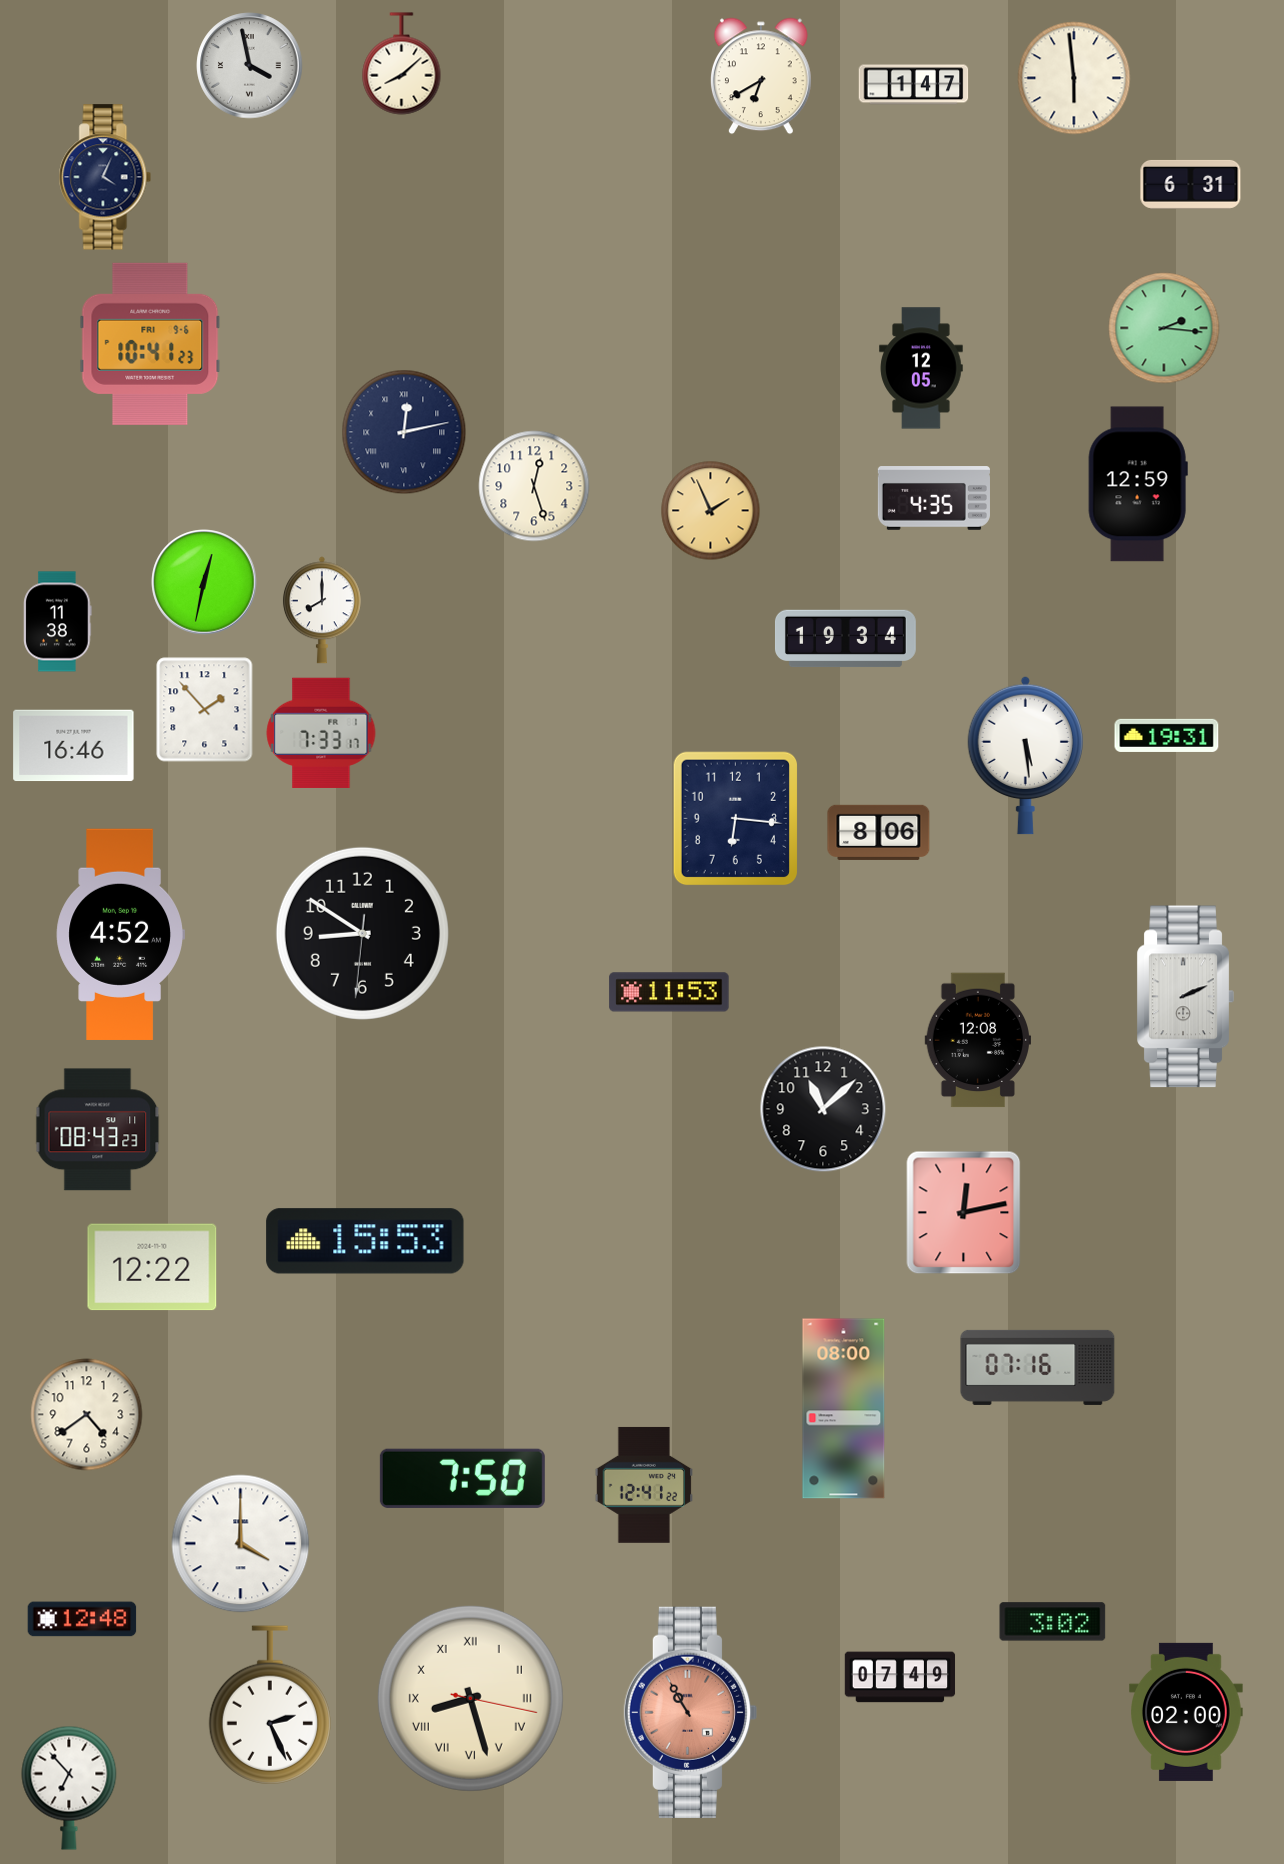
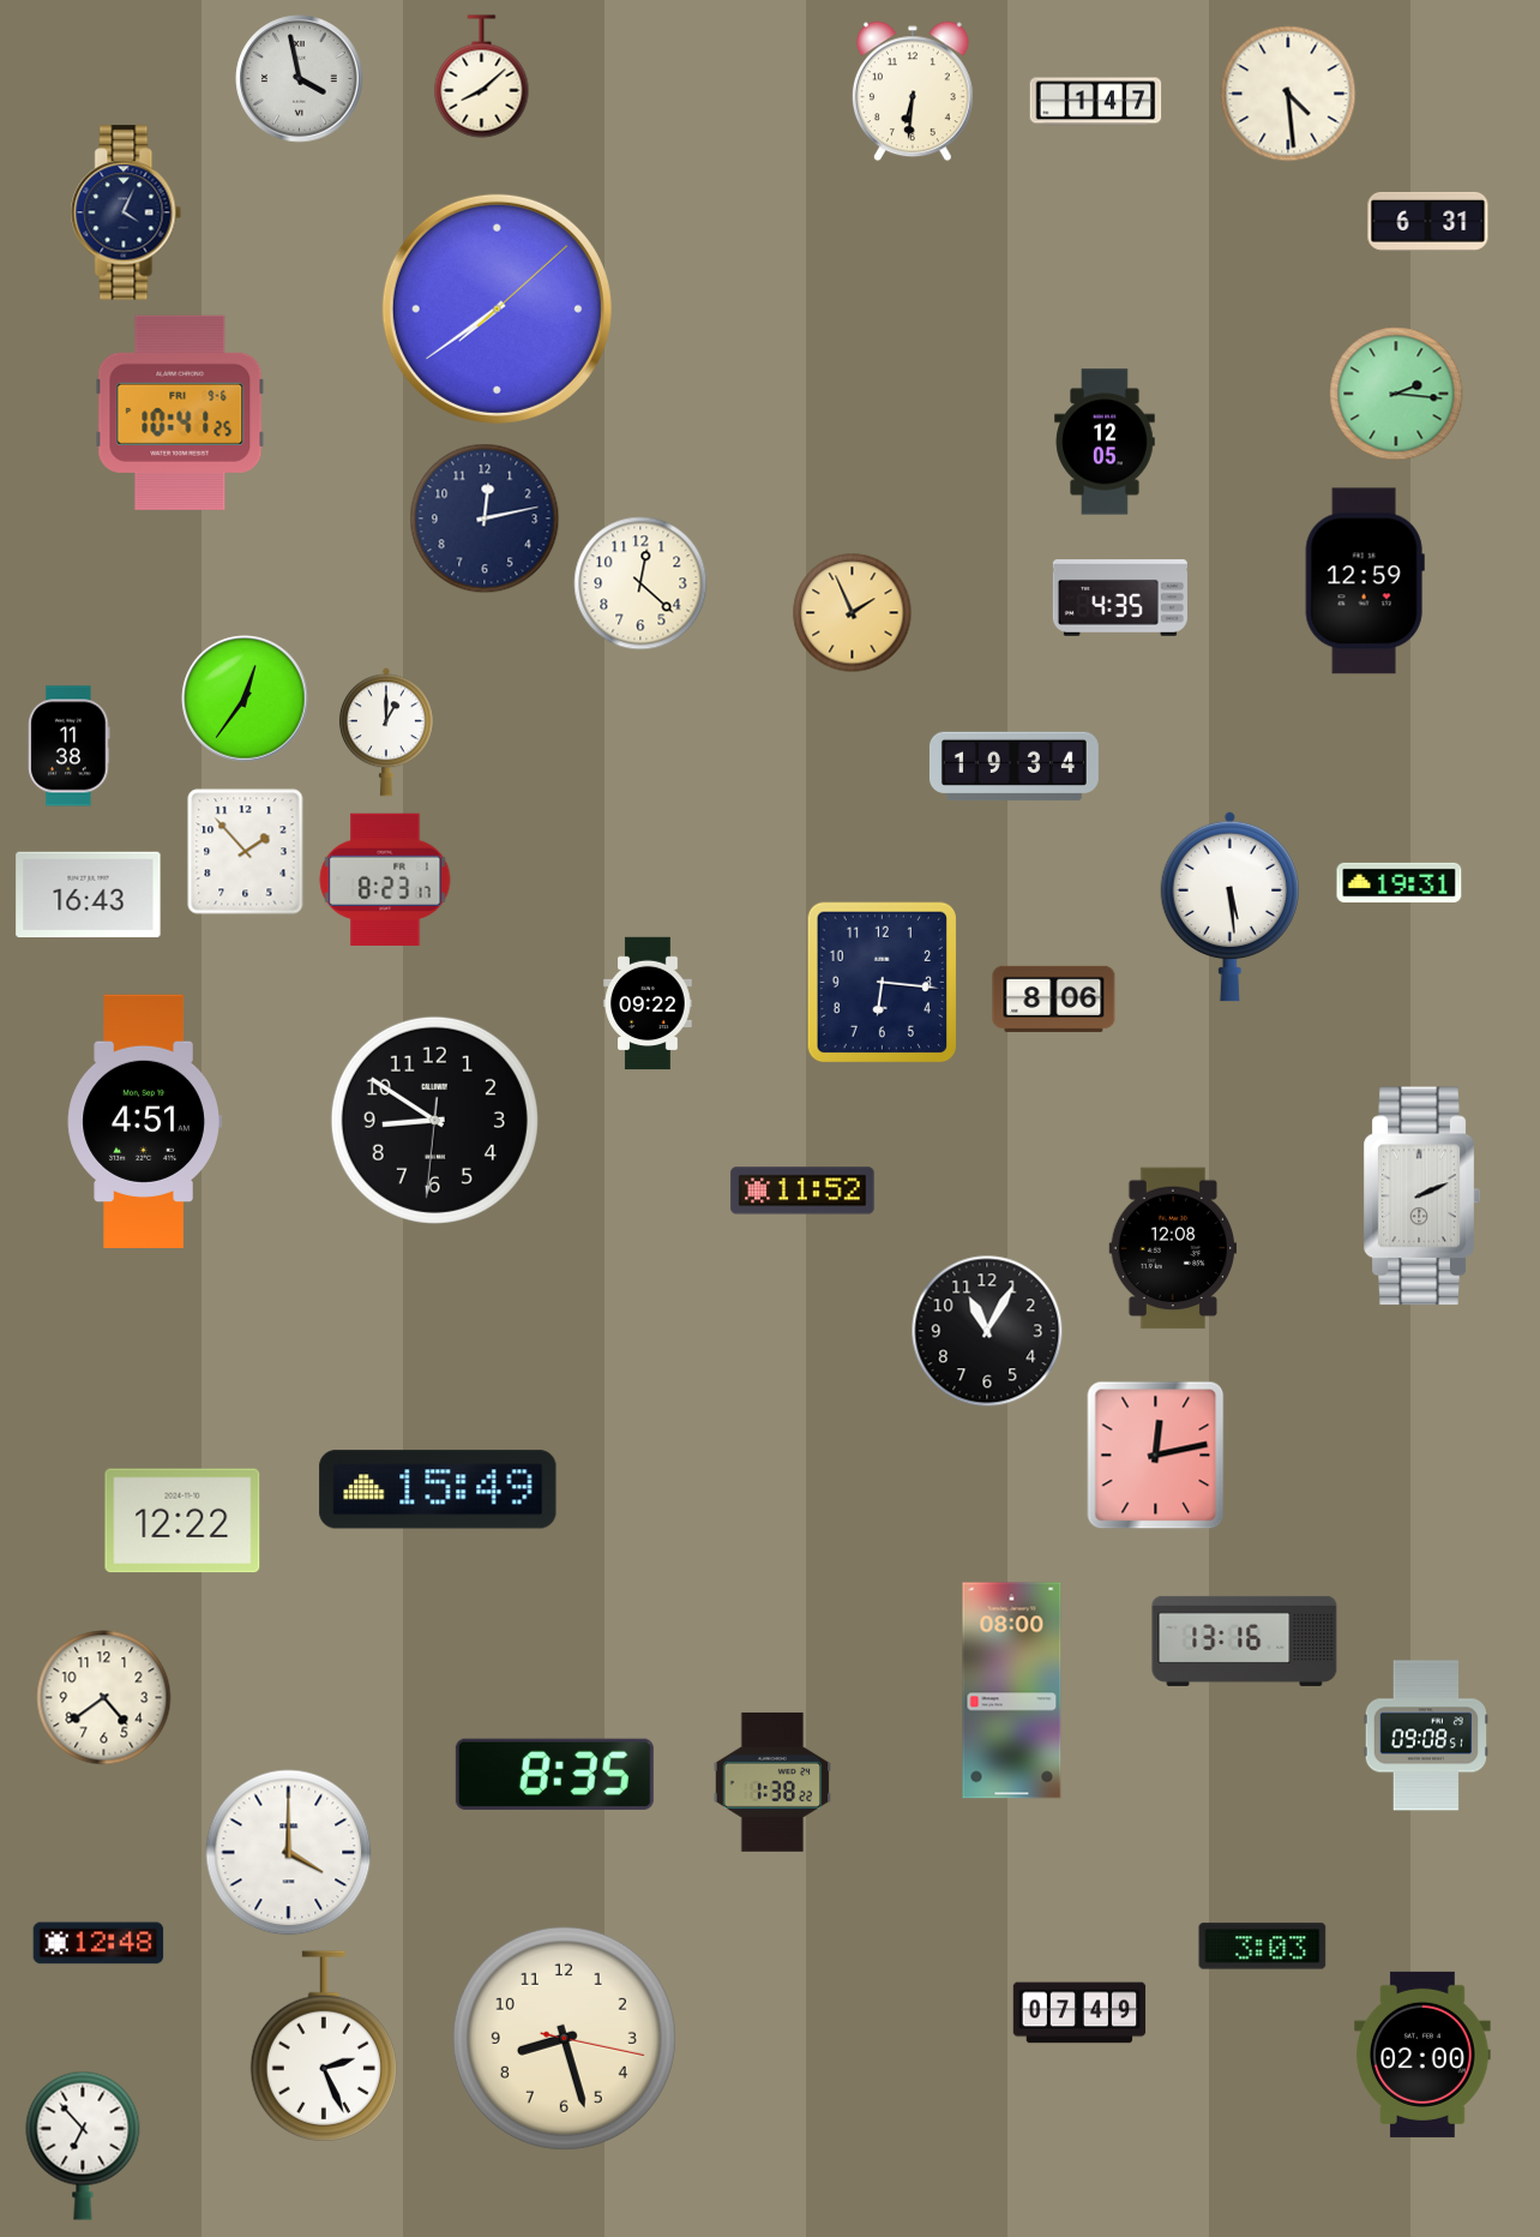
clock at (761, 76): 6:40 -> 6:31
clock at (1074, 78): 5:59 -> 4:29
clock at (497, 308): none -> 7:39
clock at (150, 344): 10:41:23 -> 10:41:25
clock at (404, 432) numerals: Roman -> Arabic
clock at (534, 486): 12:27 -> 12:22
clock at (204, 582): 12:32 -> 12:36
clock at (322, 610): 8:00 -> 1:00
clock at (321, 733): 7:33 -> 8:23
clock at (74, 746): 16:46 -> 16:43
clock at (648, 1003): none -> 09:22
clock at (120, 934): 4:52 -> 4:51
clock at (669, 992): 11:53 -> 11:52
clock at (823, 1109): 11:08 -> 11:05
clock at (98, 1130): 08:43 -> none
clock at (365, 1241): 15:53 -> 15:49
clock at (1038, 1367): 07:16 -> 13:16
clock at (1426, 1735): none -> 09:08
clock at (462, 1478): 7:50 -> 8:35
clock at (644, 1485): 12:41 -> 1:38
clock at (1053, 1622): 3:02 -> 3:03
clock at (470, 1698) numerals: Roman -> Arabic
clock at (690, 1712): 10:55 -> none
